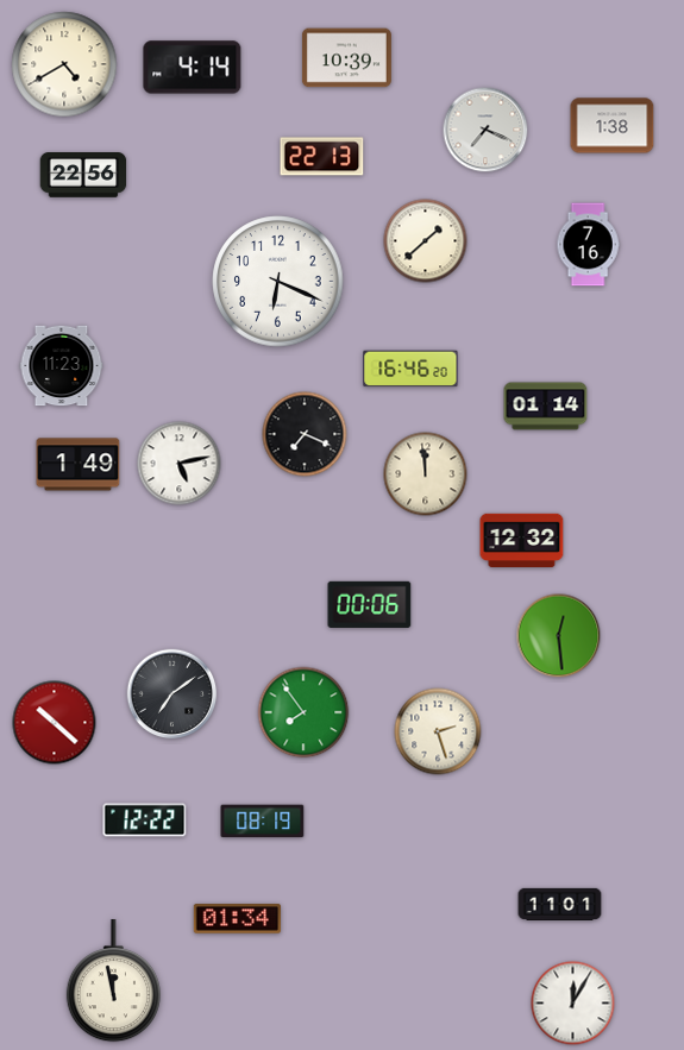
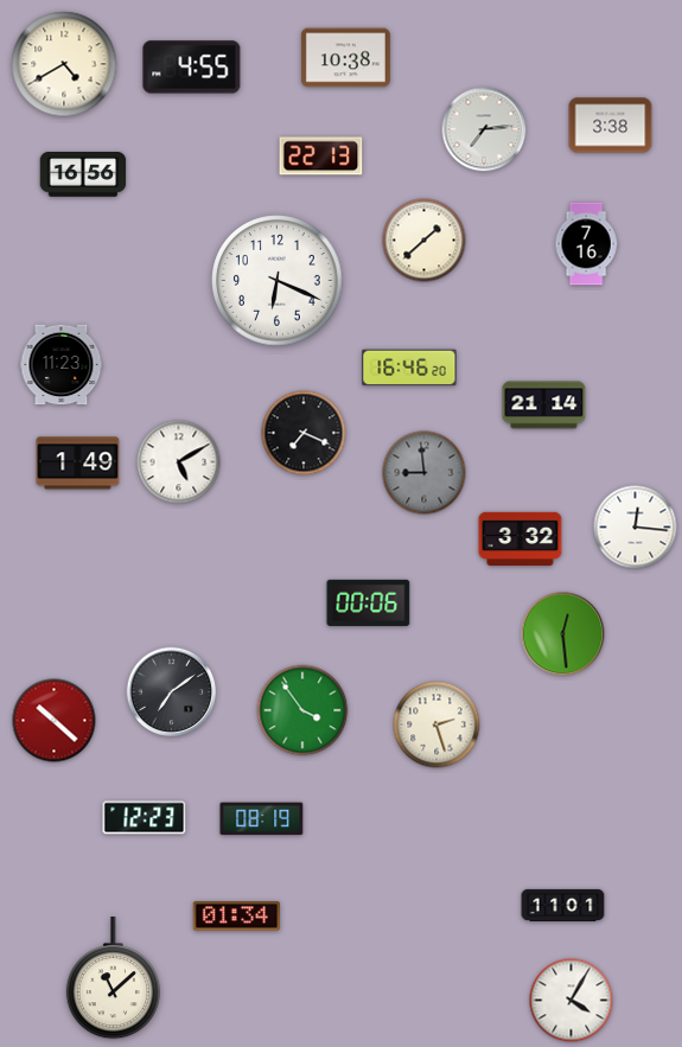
clock at (346, 58): 10:39 -> 10:38
clock at (193, 68): 4:14 -> 4:55
clock at (613, 126): 1:38 -> 3:38
clock at (485, 130): 7:19 -> 7:14
clock at (83, 176): 22:56 -> 16:56
clock at (546, 407): 01:14 -> 21:14
clock at (180, 464): 5:13 -> 5:10
clock at (426, 474): 11:59 -> 8:59
clock at (426, 474) dial: cream -> grey
clock at (636, 528): none -> 12:16
clock at (522, 540): 12:32 -> 3:32
clock at (559, 636) position: (559, 636) -> (563, 634)
clock at (303, 712): 7:54 -> 3:54
clock at (438, 731) position: (438, 731) -> (436, 724)
clock at (145, 820): 12:22 -> 12:23
clock at (560, 904) position: (560, 904) -> (563, 905)
clock at (113, 981): 11:58 -> 11:08
clock at (573, 1004): 12:05 -> 4:05
